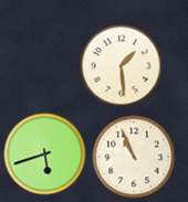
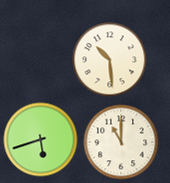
clock at (122, 66): 1:29 -> 10:29
clock at (134, 157): 10:56 -> 11:00
